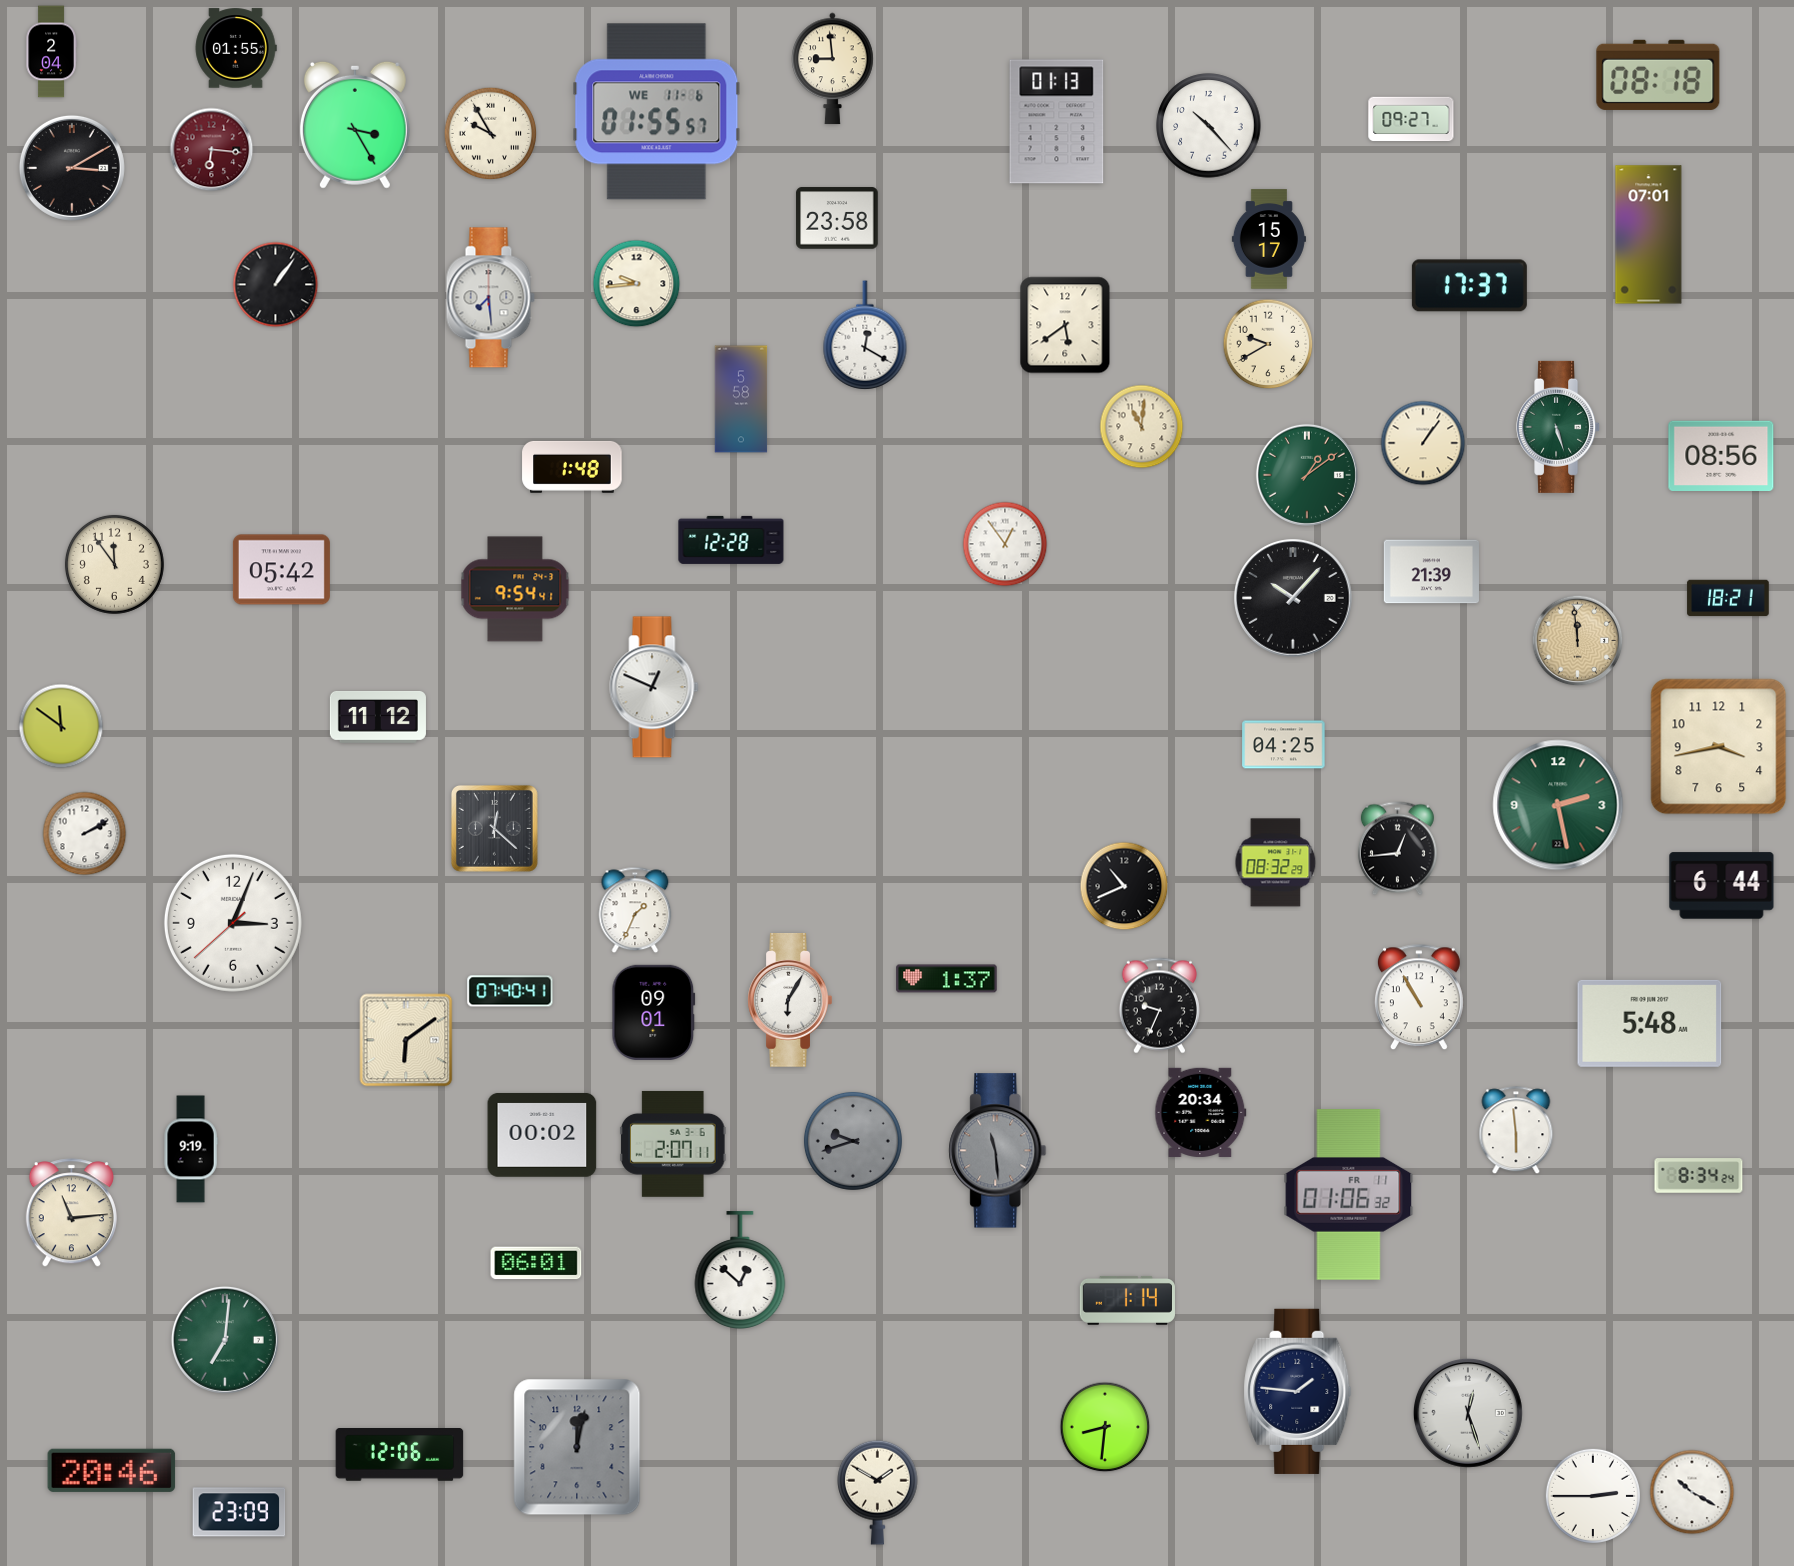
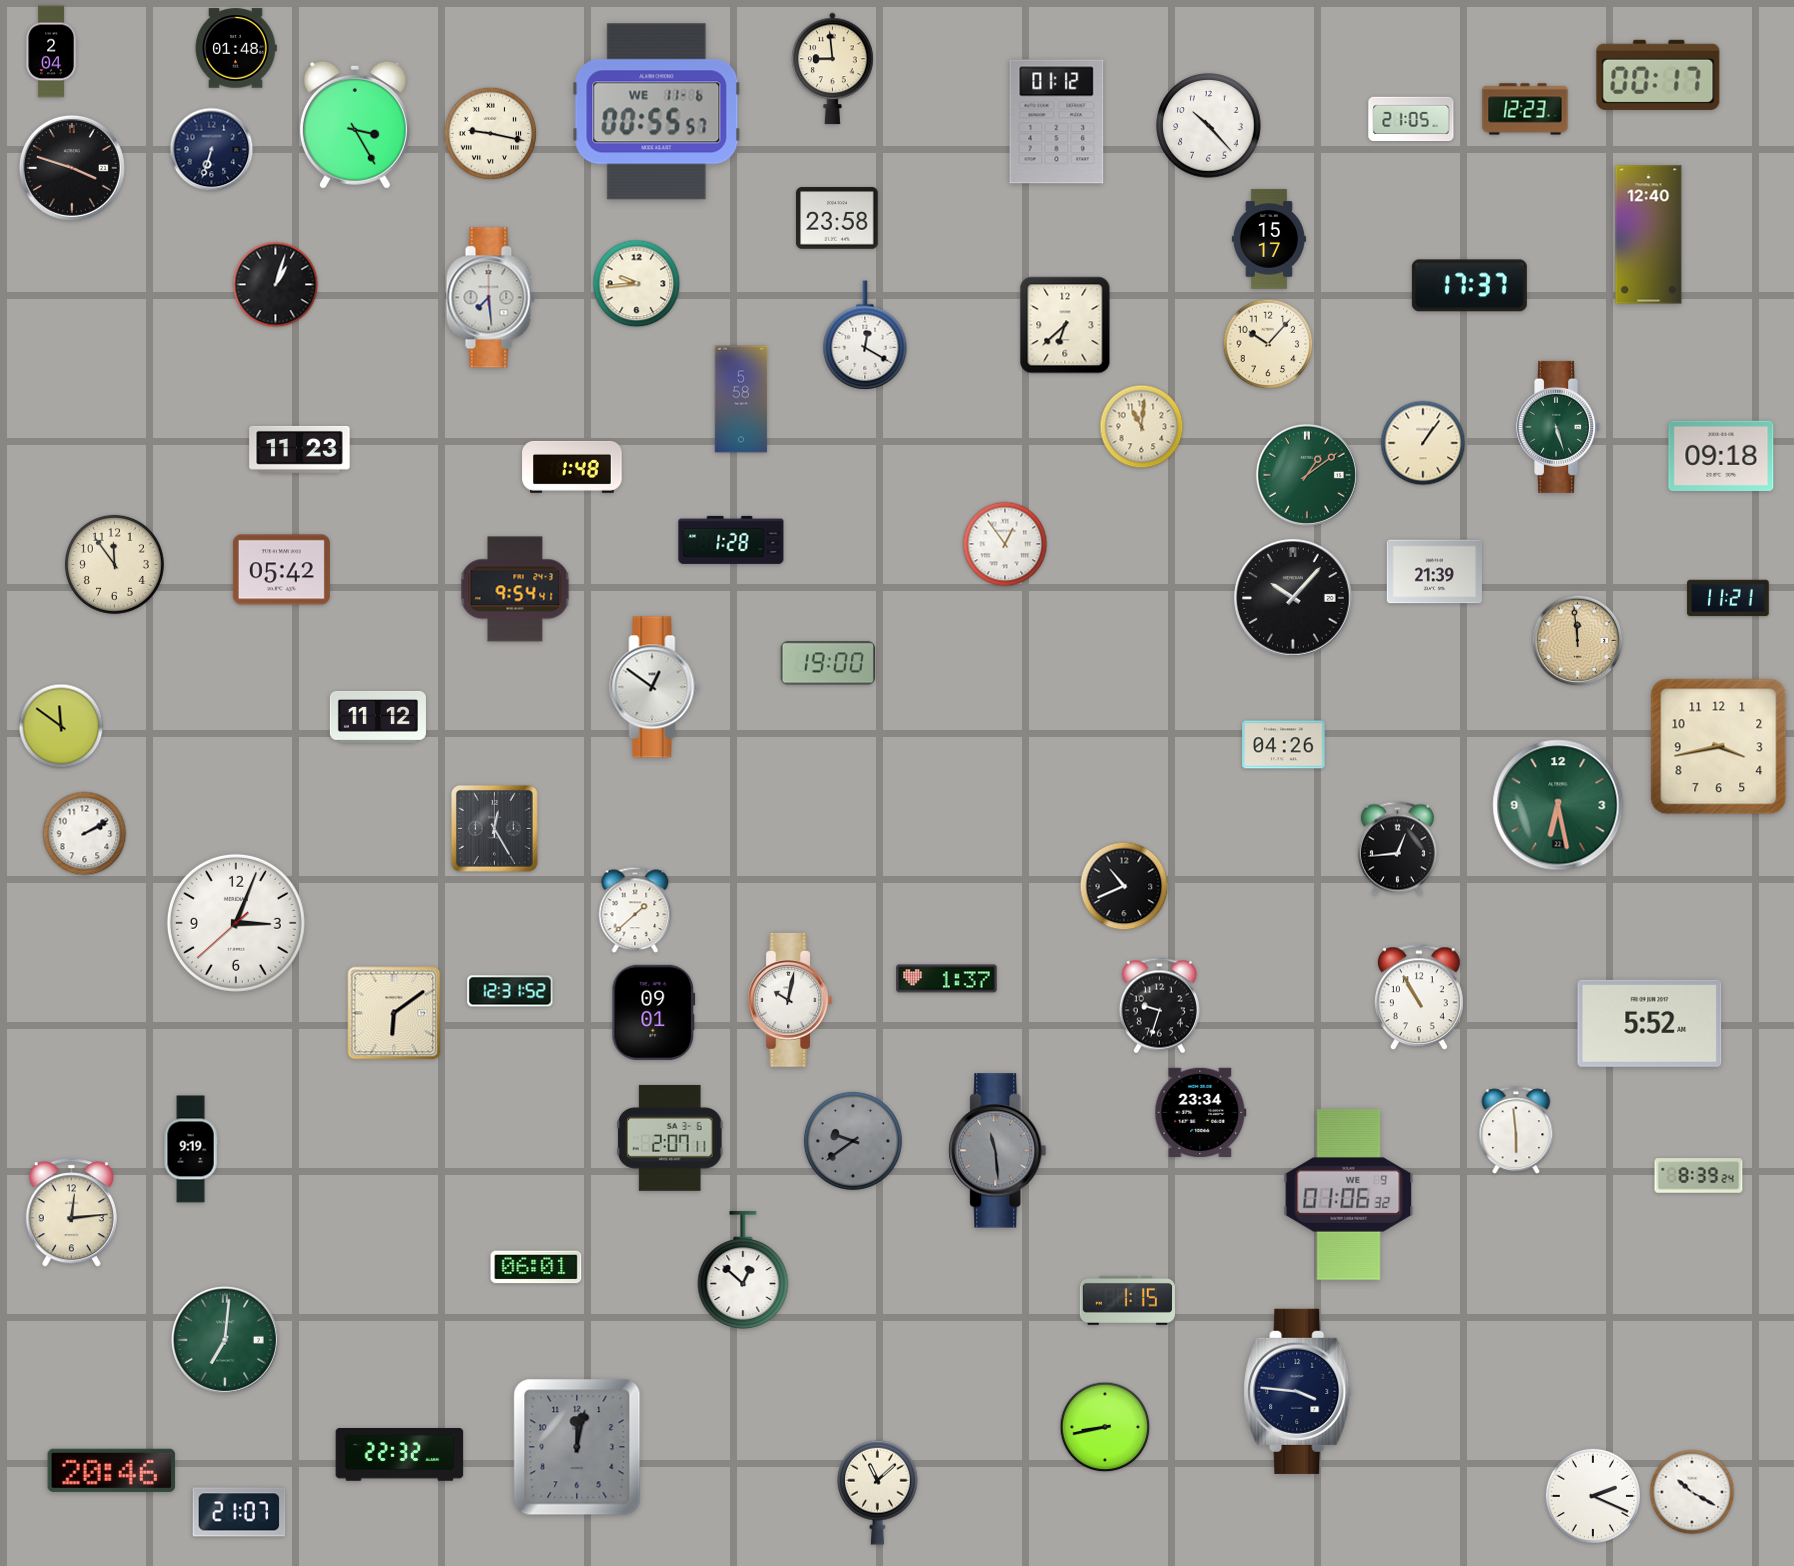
clock at (236, 48): 01:55 -> 01:48
clock at (1658, 75): 08:18 -> 00:17
clock at (1525, 109): none -> 12:23
clock at (657, 112): 01:55 -> 00:55
clock at (1411, 119): 09:27 -> 21:05
clock at (1057, 122): 01:13 -> 01:12
clock at (491, 134): 9:55 -> 9:17
clock at (212, 150): 6:16 -> 6:33
clock at (212, 150) dial: burgundy -> navy
clock at (72, 168): 3:10 -> 3:48
clock at (1649, 235): 07:01 -> 12:40
clock at (276, 285): 1:06 -> 1:03
clock at (1065, 325): 5:39 -> 6:38
clock at (1268, 344): 9:40 -> 10:07
clock at (300, 449): none -> 11:23
clock at (1721, 456): 08:56 -> 09:18
clock at (731, 540): 12:28 -> 1:28
clock at (1431, 572) position: (1431, 572) -> (1434, 572)
clock at (1728, 598): 18:21 -> 11:21
clock at (827, 663): none -> 19:00
clock at (654, 687): 12:49 -> 12:51
clock at (1284, 745): 04:25 -> 04:26
clock at (1558, 805): 2:28 -> 6:28
clock at (495, 829): 12:22 -> 12:25
clock at (1276, 863): 08:32 -> none
clock at (1722, 886): 6:44 -> none
clock at (635, 910): 1:34 -> 1:38
clock at (233, 923) position: (233, 923) -> (236, 923)
clock at (510, 991): 07:40 -> 12:31
clock at (790, 1001): 6:05 -> 10:02
clock at (1159, 1006): 9:34 -> 9:33
clock at (1650, 1023): 5:48 -> 5:52
clock at (406, 1040) position: (406, 1040) -> (394, 1013)
clock at (1201, 1112): 20:34 -> 23:34
clock at (542, 1135): 00:02 -> none
clock at (853, 1141): 9:42 -> 9:39
clock at (673, 1144) position: (673, 1144) -> (670, 1138)
clock at (1699, 1176): 8:34 -> 8:39
clock at (1349, 1195) date: FR 11 -> WE 9
clock at (71, 1213): 11:14 -> 12:14
clock at (536, 1263) position: (536, 1263) -> (536, 1267)
clock at (740, 1270) position: (740, 1270) -> (743, 1270)
clock at (1127, 1301): 1:14 -> 1:15
clock at (1298, 1391): 1:46 -> 3:46
clock at (1468, 1413): 12:27 -> none
clock at (1105, 1427): 8:31 -> 8:43
clock at (400, 1455): 12:06 -> 22:32
clock at (878, 1492): 1:50 -> 11:08
clock at (1593, 1496): 2:45 -> 2:19
clock at (239, 1512): 23:09 -> 21:07
